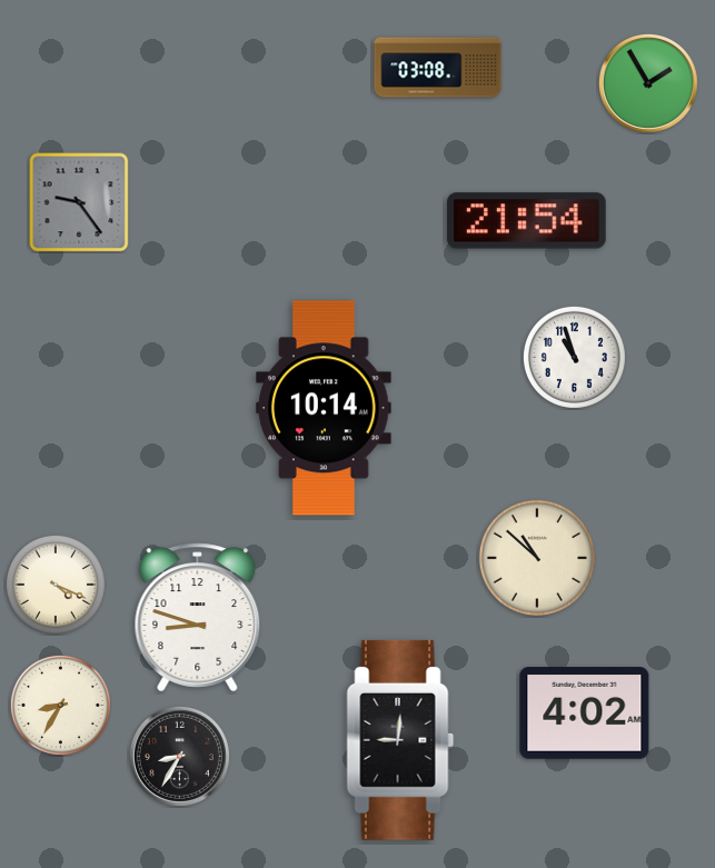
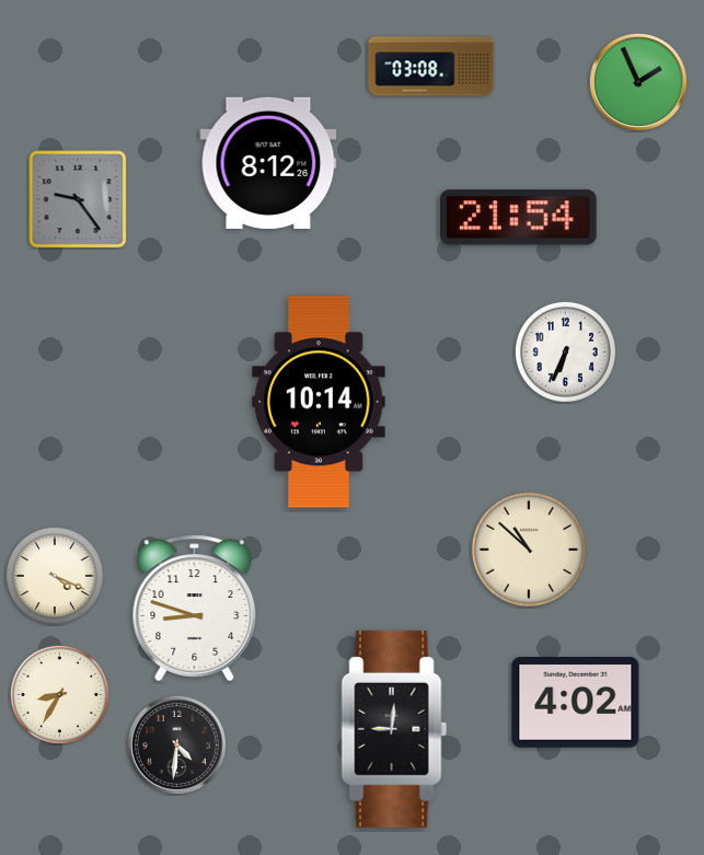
clock at (648, 83): 1:55 -> 1:56
clock at (268, 163): none -> 8:12
clock at (574, 357): 10:57 -> 6:34
clock at (179, 756): 8:35 -> 4:31
